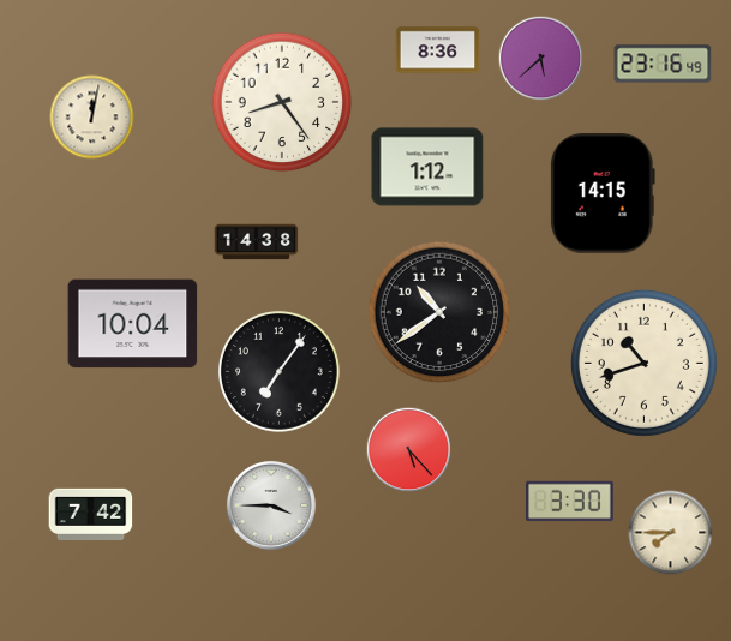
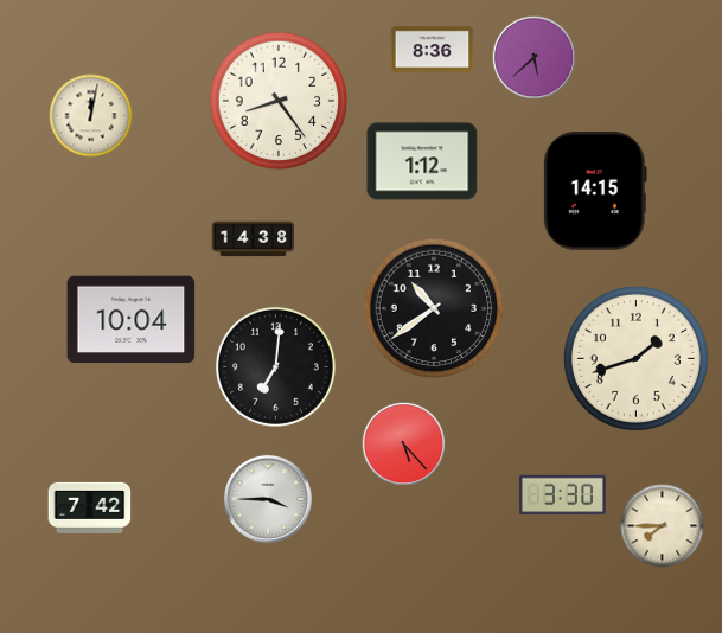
clock at (663, 64): 23:16 -> none
clock at (427, 167) position: (427, 167) -> (422, 161)
clock at (643, 363): 10:42 -> 1:42
clock at (278, 371): 7:06 -> 7:01
